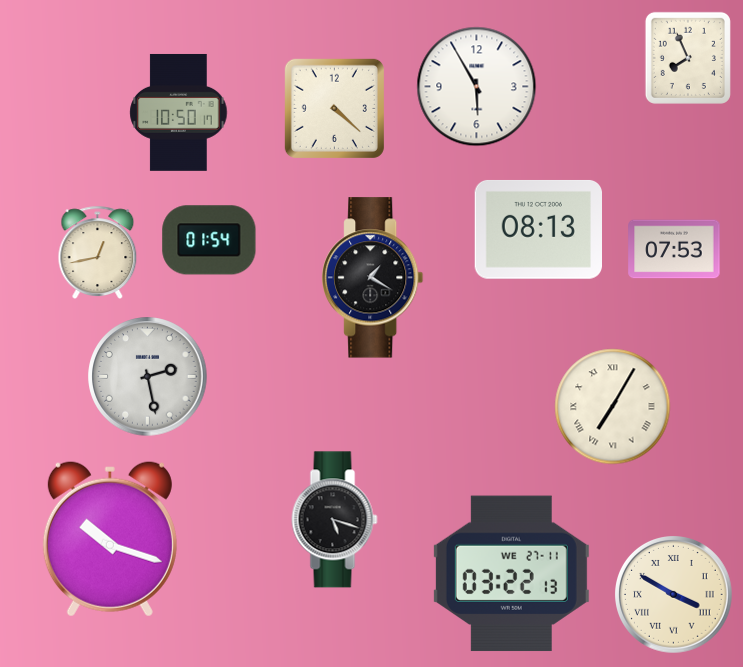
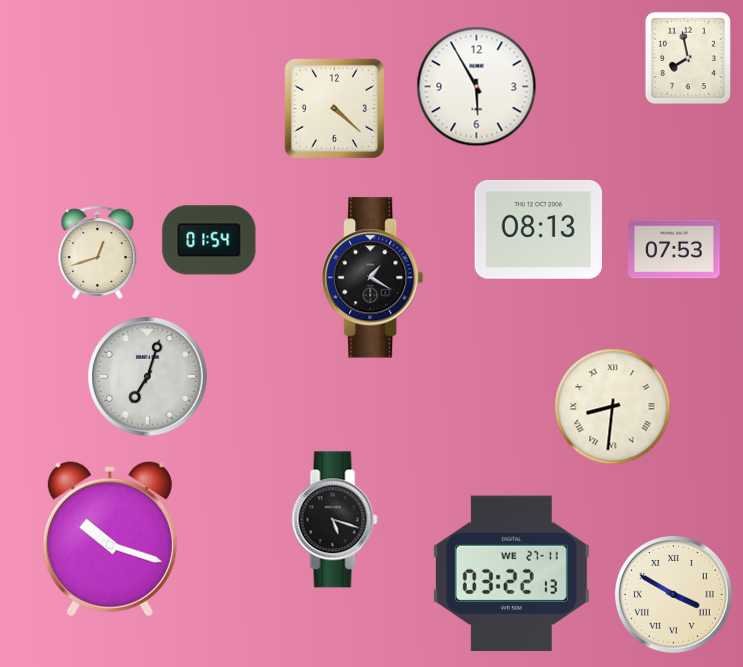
clock at (688, 58): 7:56 -> 7:58
clock at (179, 112): 10:50 -> none
clock at (98, 252): 12:43 -> 12:42
clock at (148, 377): 2:28 -> 7:03
clock at (613, 407): 7:05 -> 8:31
